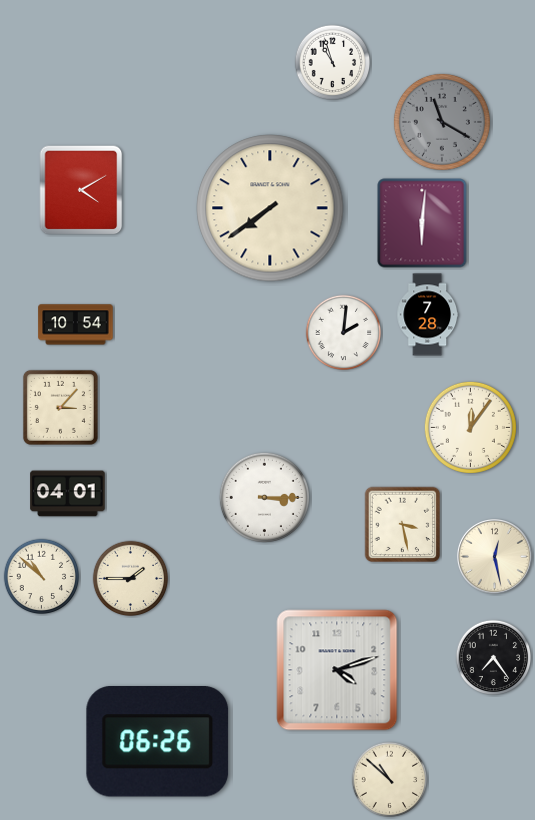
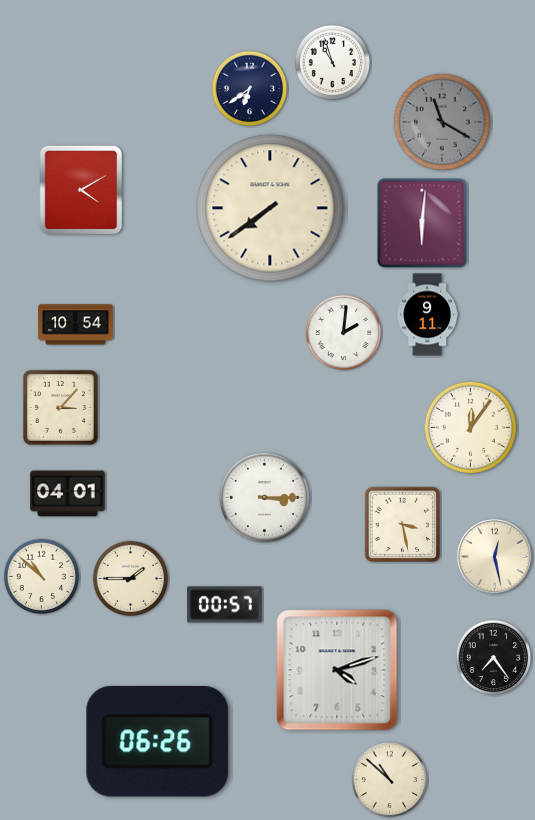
clock at (250, 89): none -> 6:39
clock at (428, 315): 7:28 -> 9:11
clock at (225, 605): none -> 00:57
